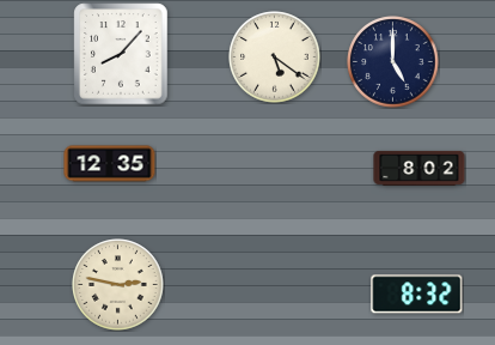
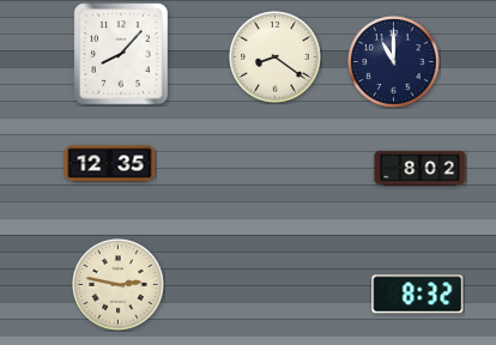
clock at (275, 57): 5:21 -> 8:21
clock at (393, 62): 5:00 -> 11:00
